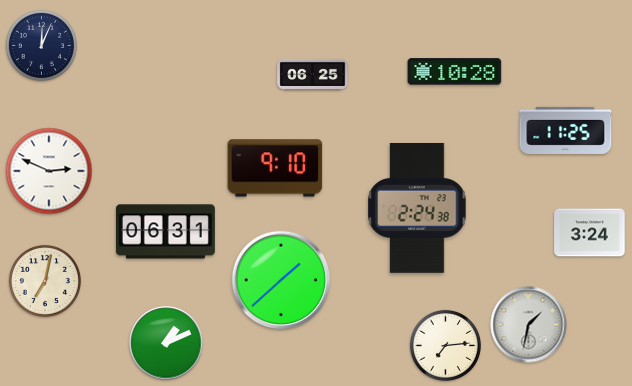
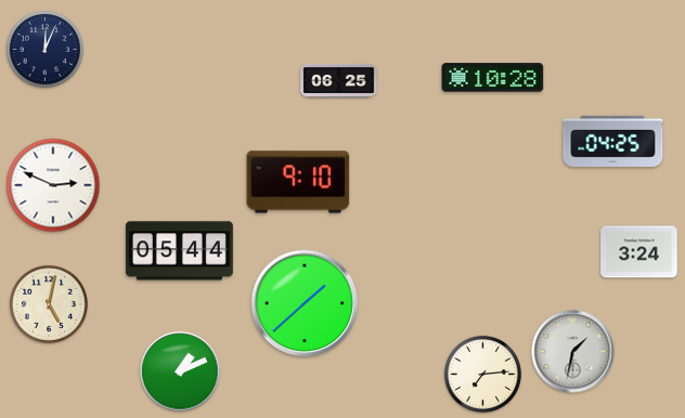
clock at (566, 130): 11:25 -> 04:25
clock at (417, 208): 2:24 -> none
clock at (165, 232): 06:31 -> 05:44
clock at (45, 281): 7:02 -> 5:02
